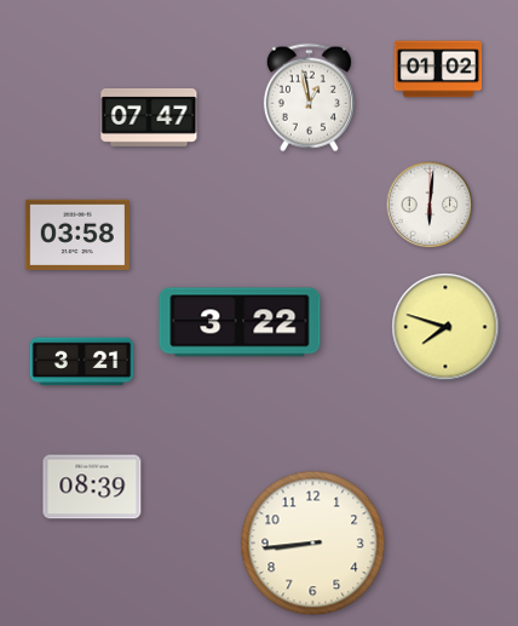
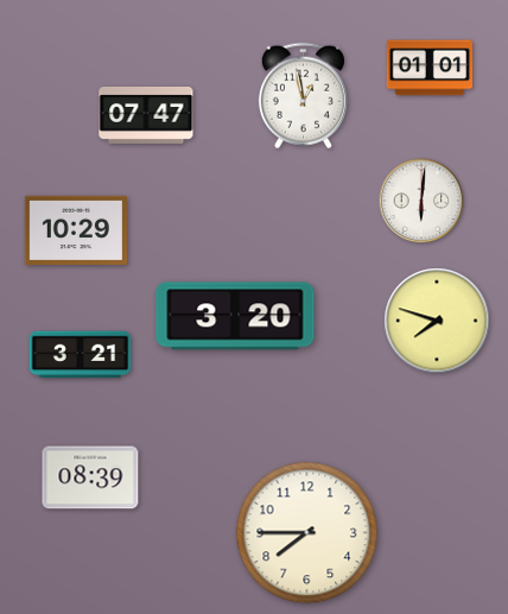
clock at (438, 69): 01:02 -> 01:01
clock at (77, 234): 03:58 -> 10:29
clock at (240, 322): 3:22 -> 3:20
clock at (313, 544): 8:44 -> 7:45
